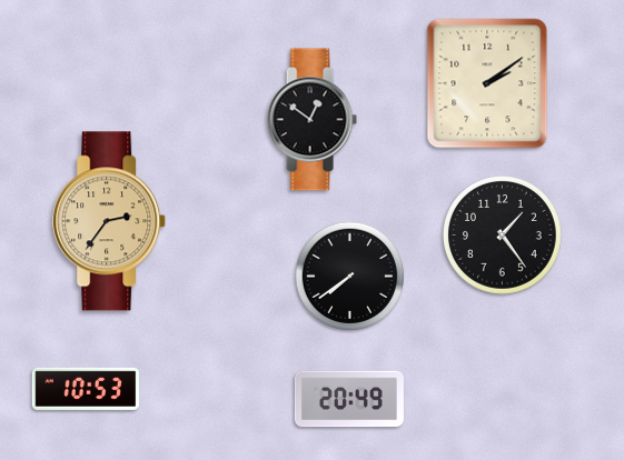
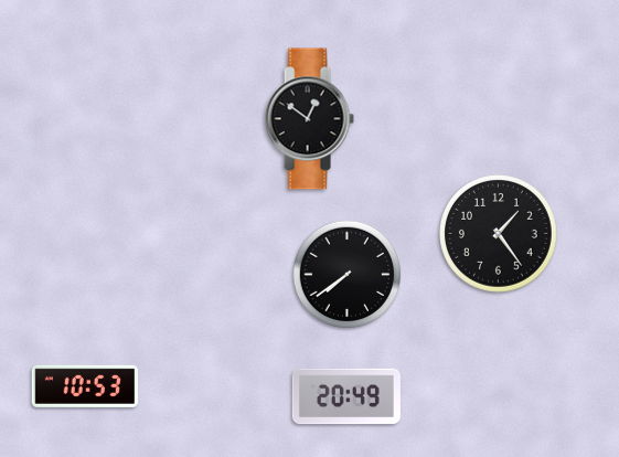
clock at (487, 83): 2:09 -> none
clock at (110, 221): 2:36 -> none
